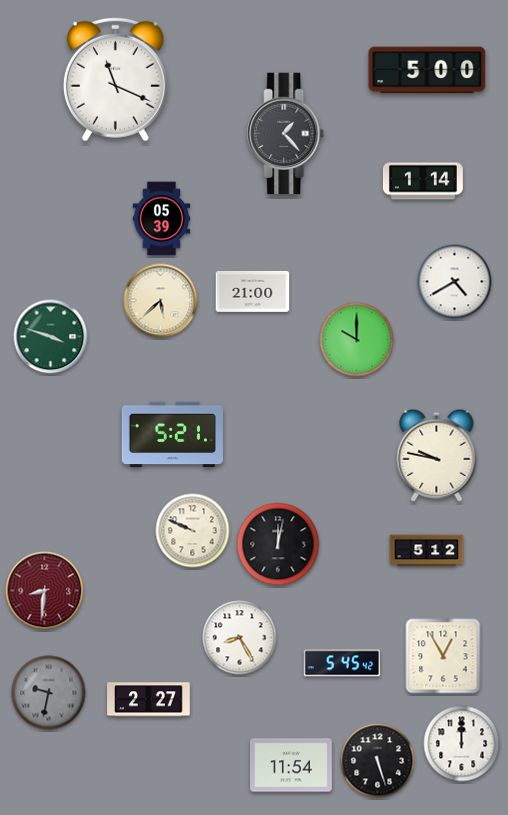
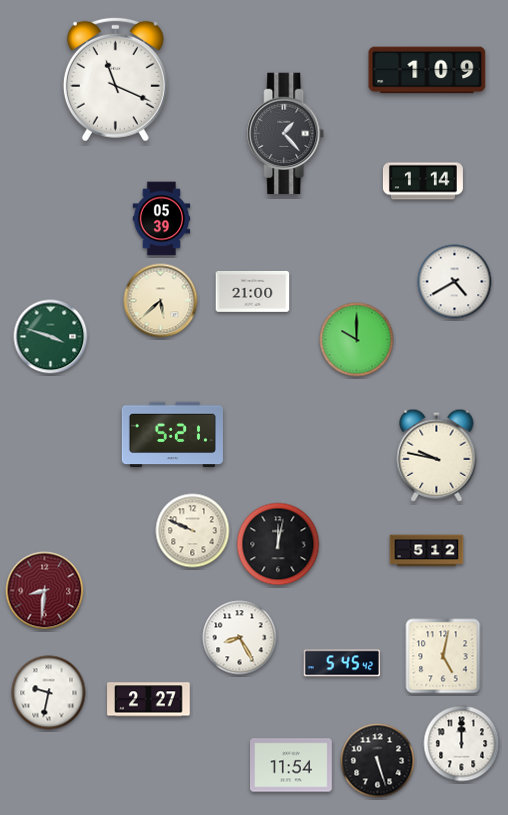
clock at (427, 70): 5:00 -> 1:09
clock at (443, 656): 12:55 -> 5:02
clock at (49, 693) dial: grey -> white
